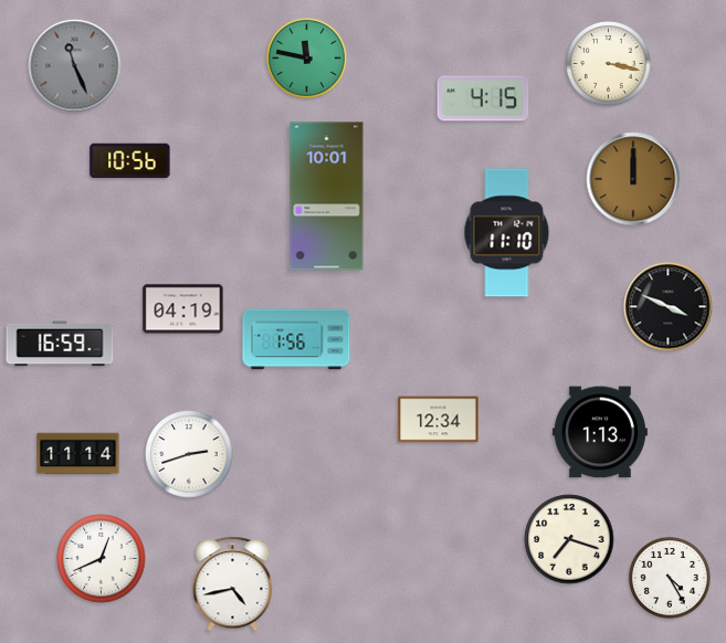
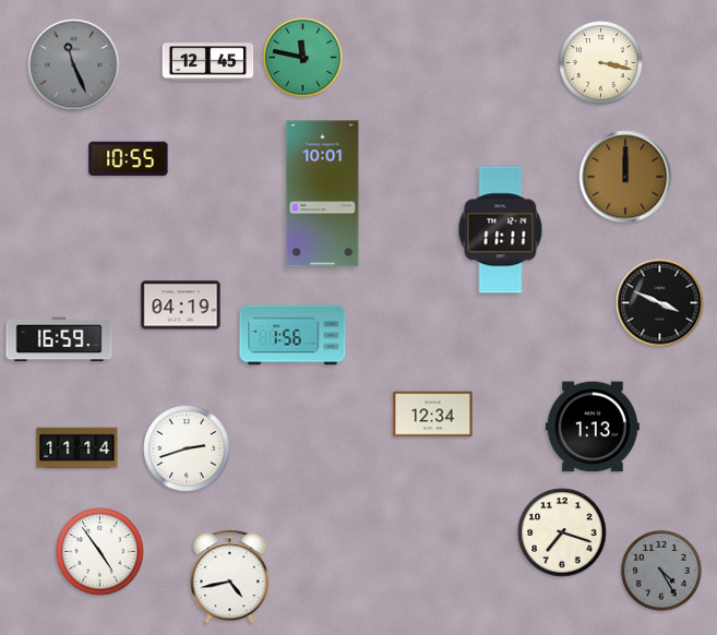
clock at (208, 62): none -> 12:45
clock at (483, 98): 4:15 -> none
clock at (130, 161): 10:56 -> 10:55
clock at (507, 233): 11:10 -> 11:11
clock at (102, 559): 12:41 -> 4:54
clock at (670, 578) dial: white -> grey
